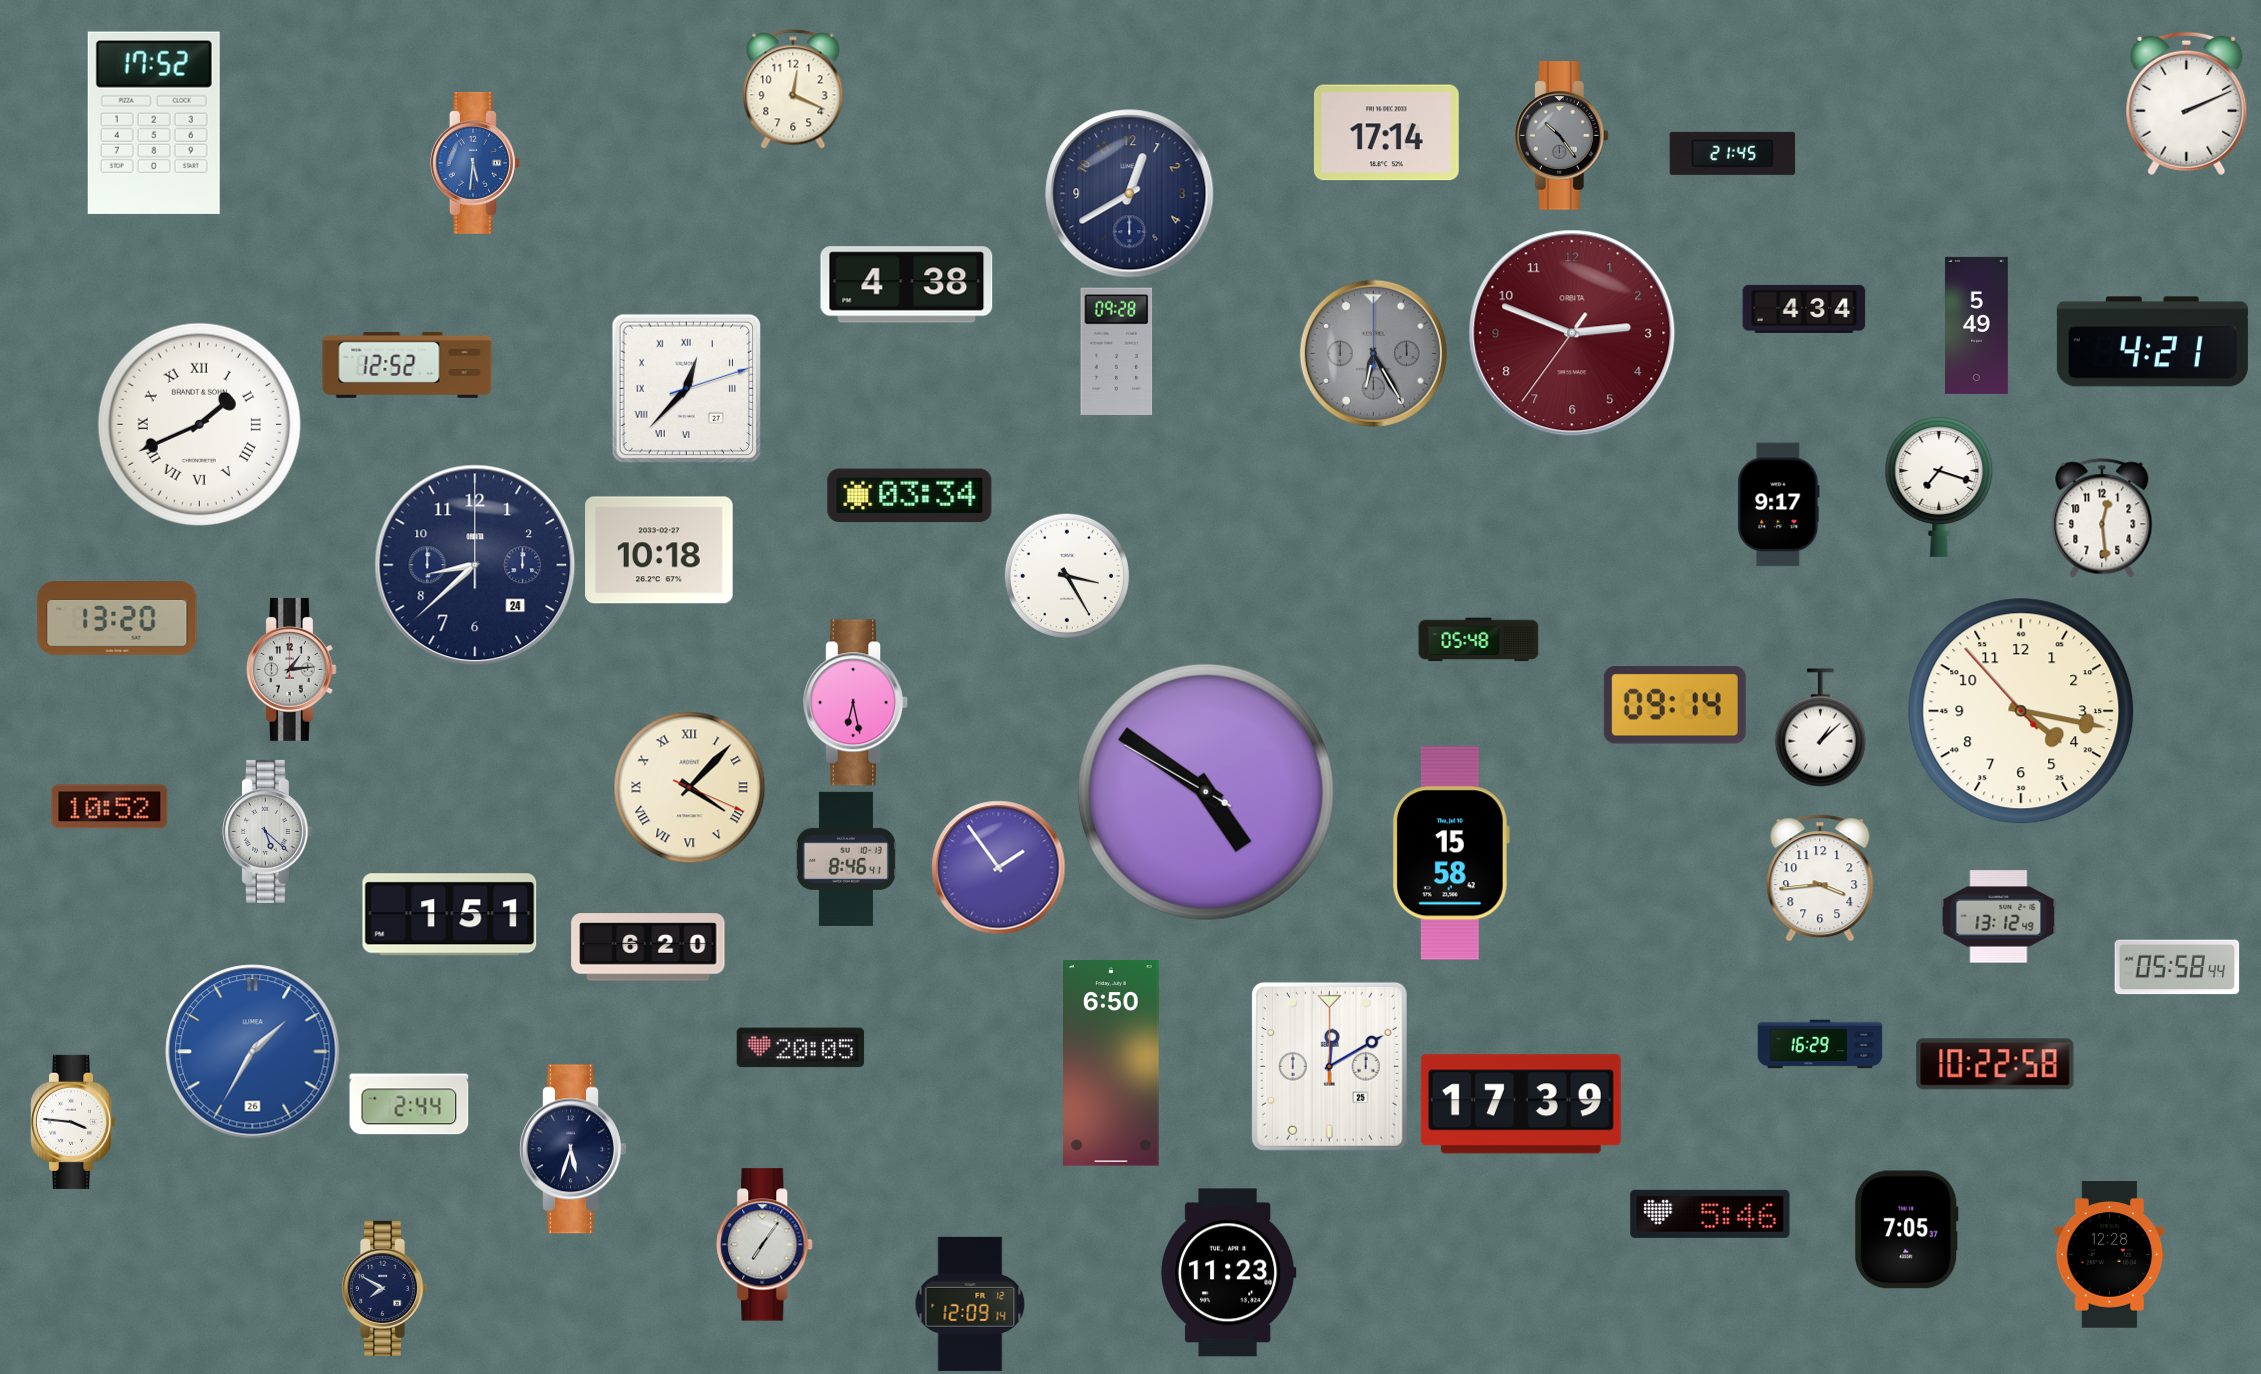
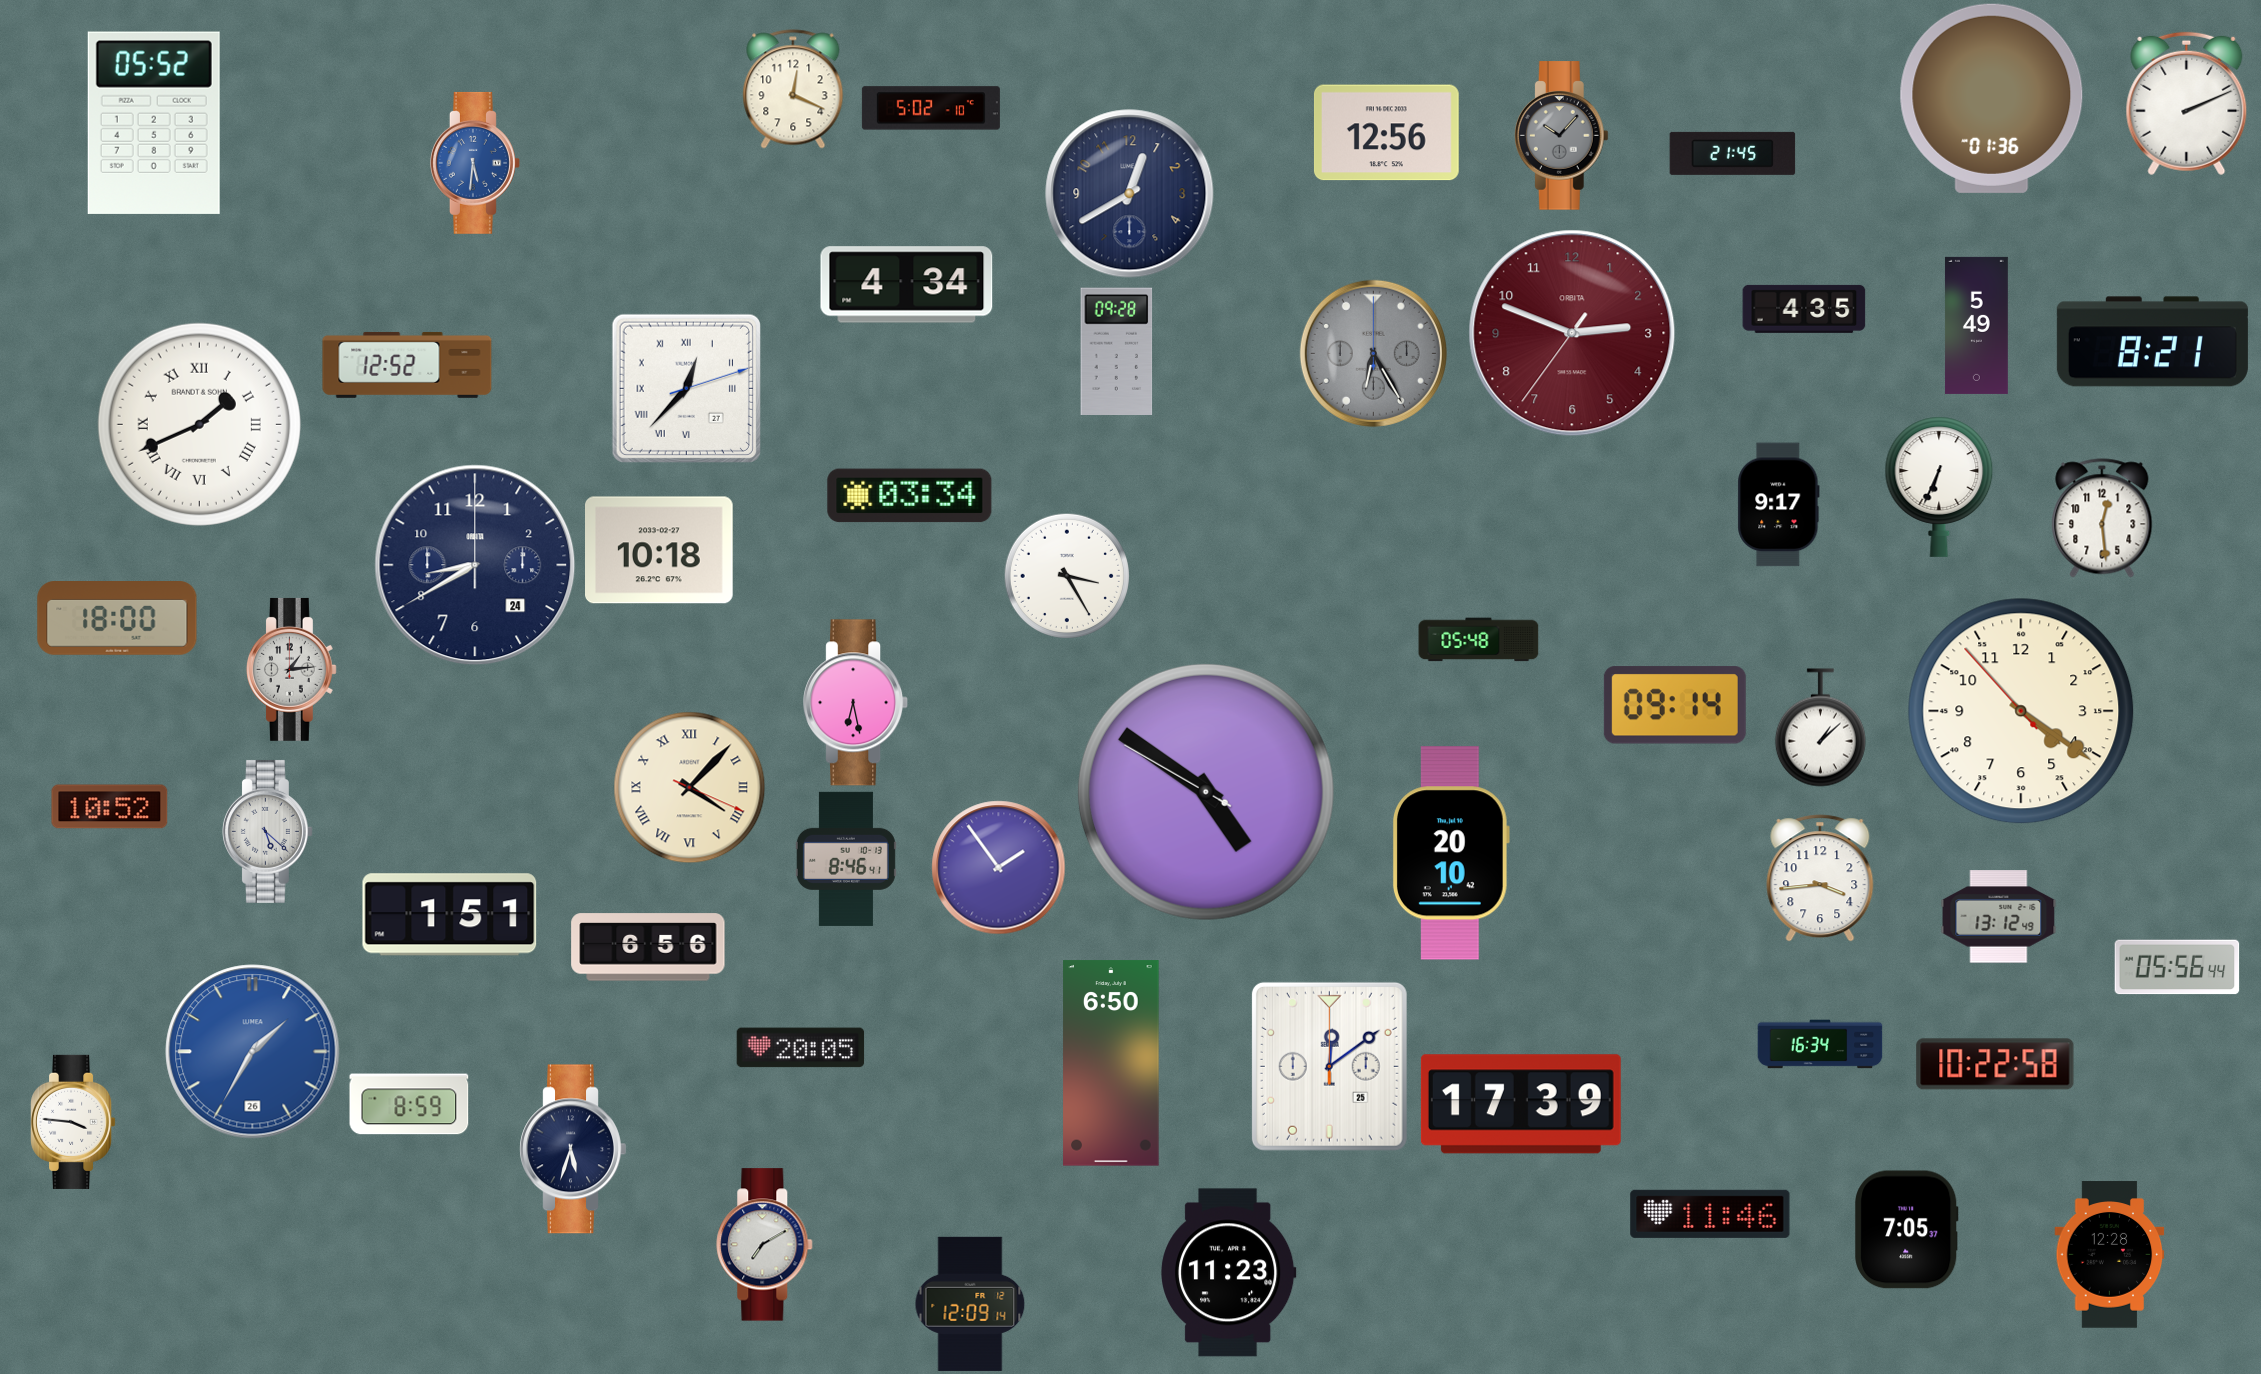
clock at (1992, 98): none -> 01:36
clock at (931, 108): none -> 5:02
clock at (154, 123): 17:52 -> 05:52
clock at (1386, 133): 17:14 -> 12:56
clock at (1561, 136): 10:24 -> 10:07
clock at (907, 285): 4:38 -> 4:34
clock at (1804, 309): 4:34 -> 4:35
clock at (2152, 342): 4:21 -> 8:21
clock at (1939, 487): 7:18 -> 6:34
clock at (475, 565): 8:38 -> 8:40
clock at (117, 619): 13:20 -> 18:00
clock at (2021, 711): 4:16 -> 4:20
clock at (1451, 853): 15:58 -> 20:10
clock at (648, 947): 6:20 -> 6:56
clock at (2177, 967): 05:58 -> 05:56
clock at (1820, 1044): 16:29 -> 16:34
clock at (1329, 1066): 12:10 -> 12:09
clock at (409, 1104): 2:44 -> 8:59
clock at (1710, 1214): 5:46 -> 11:46
clock at (765, 1245): 7:06 -> 7:10
clock at (385, 1288): 7:50 -> none
